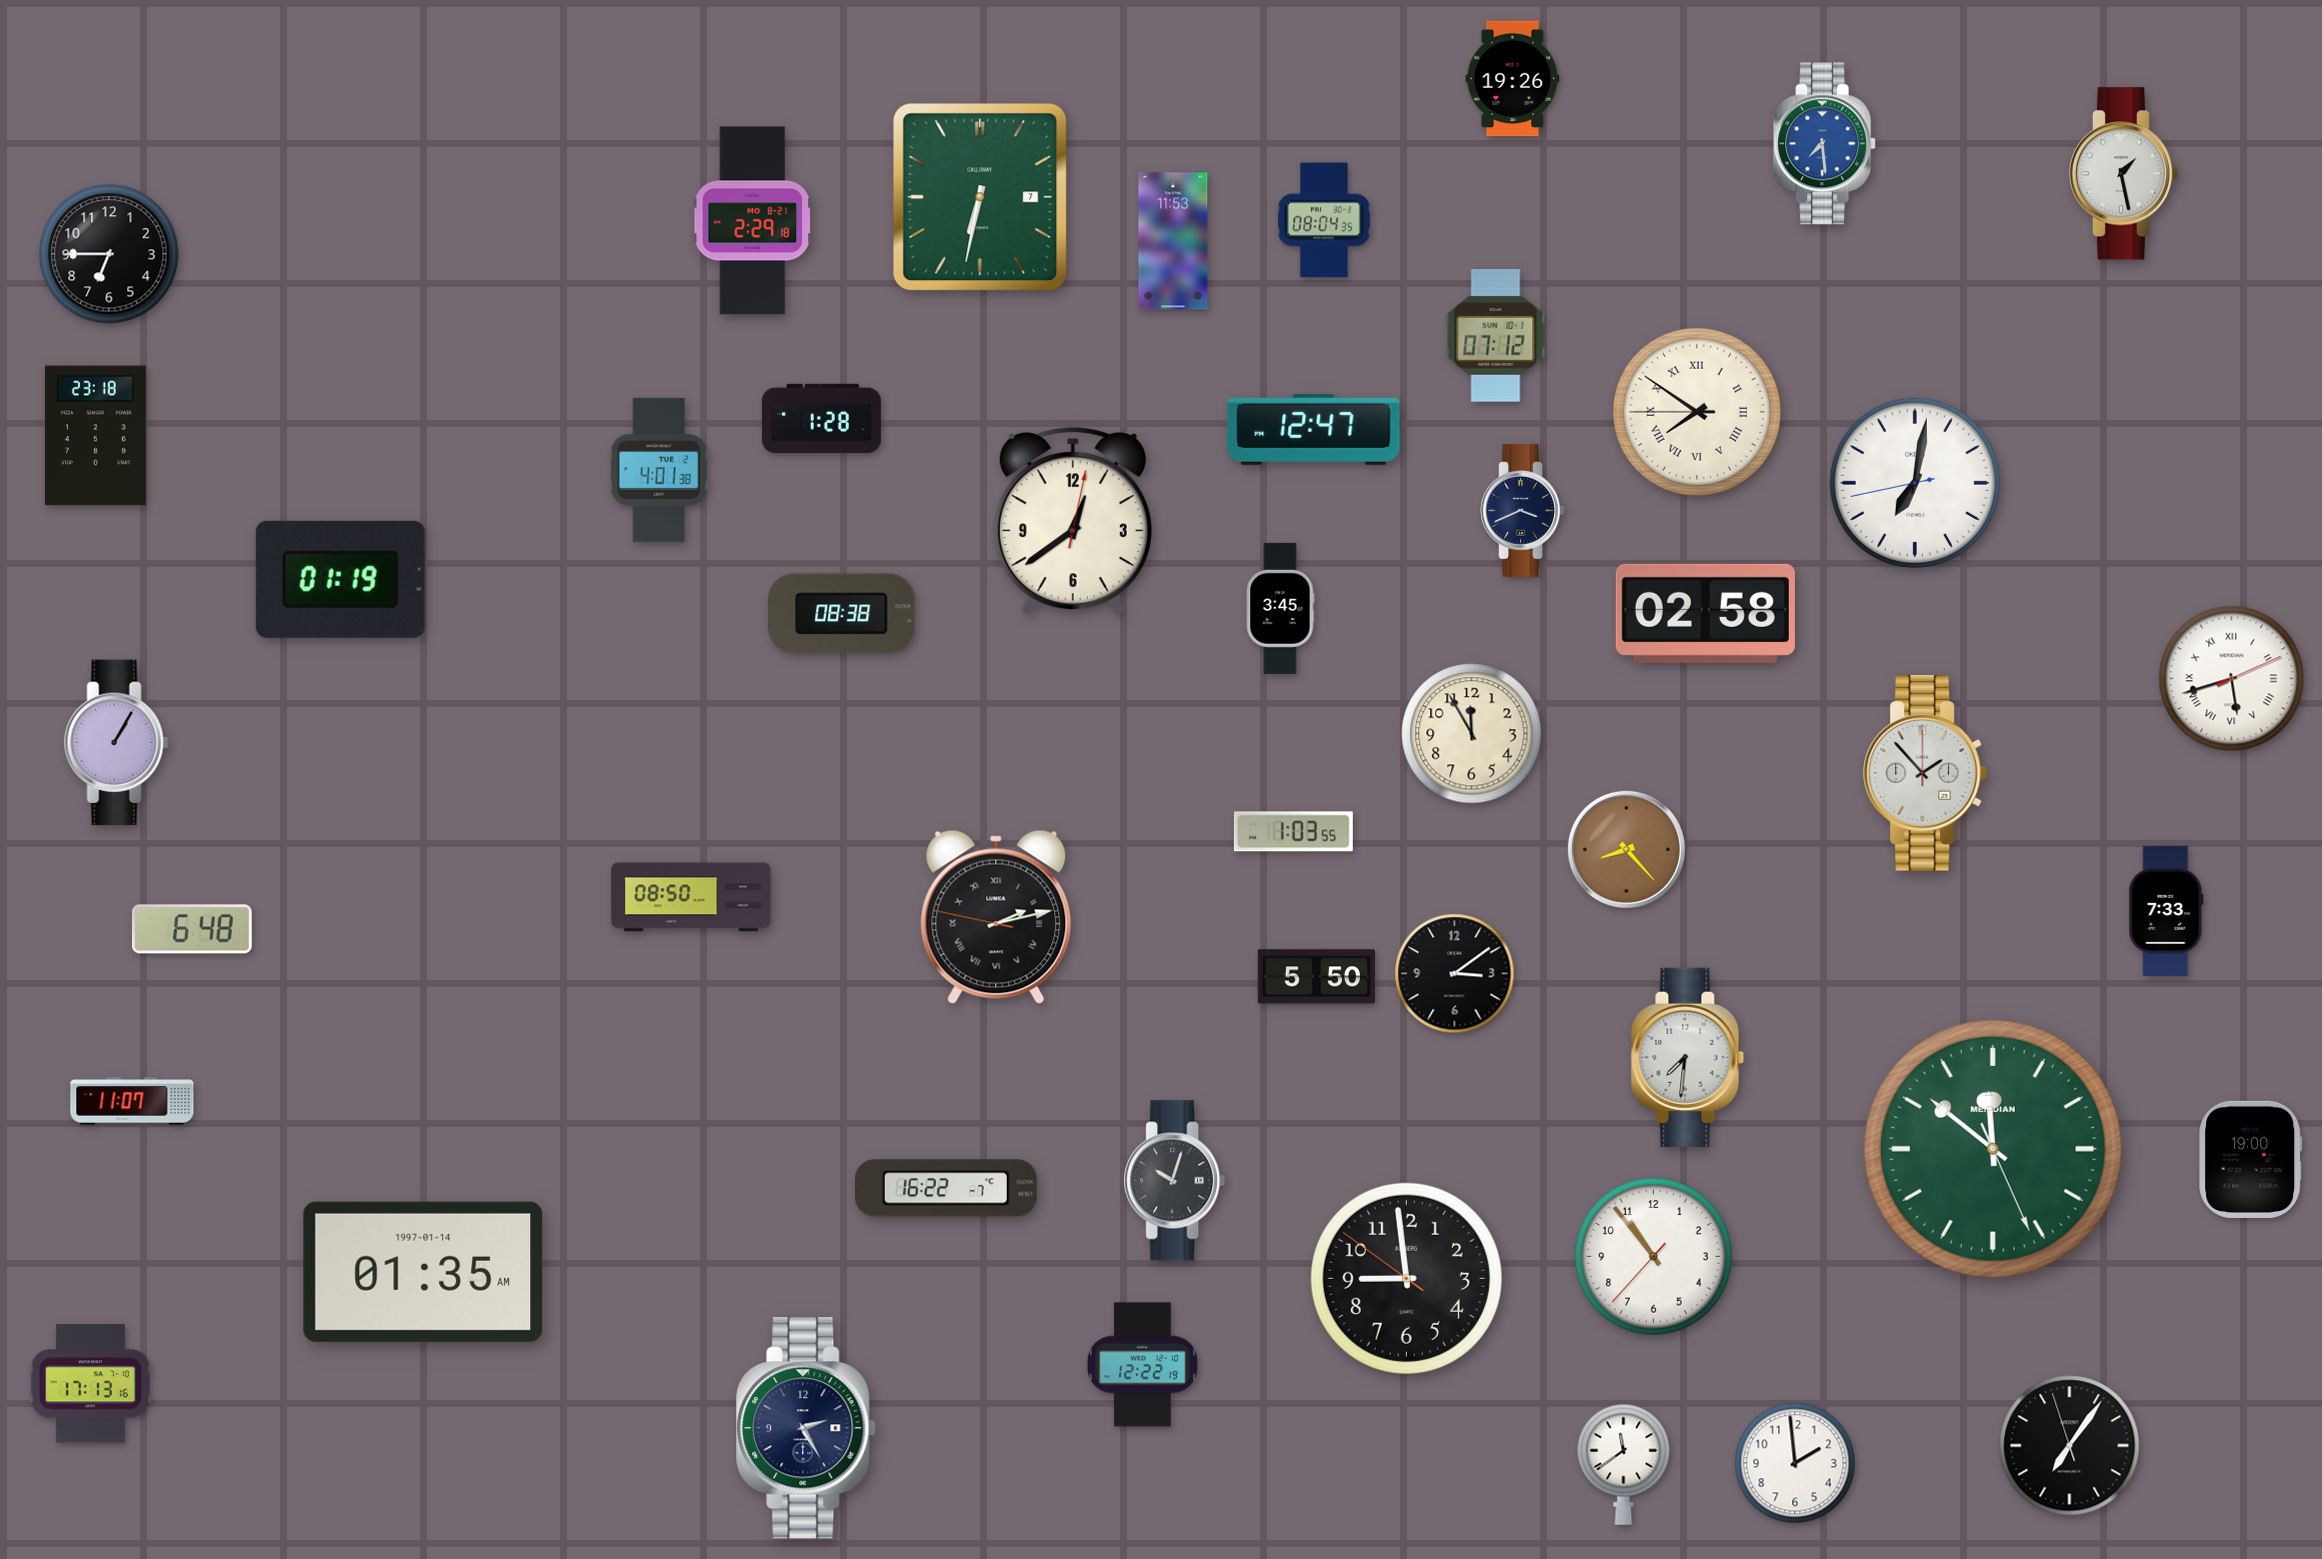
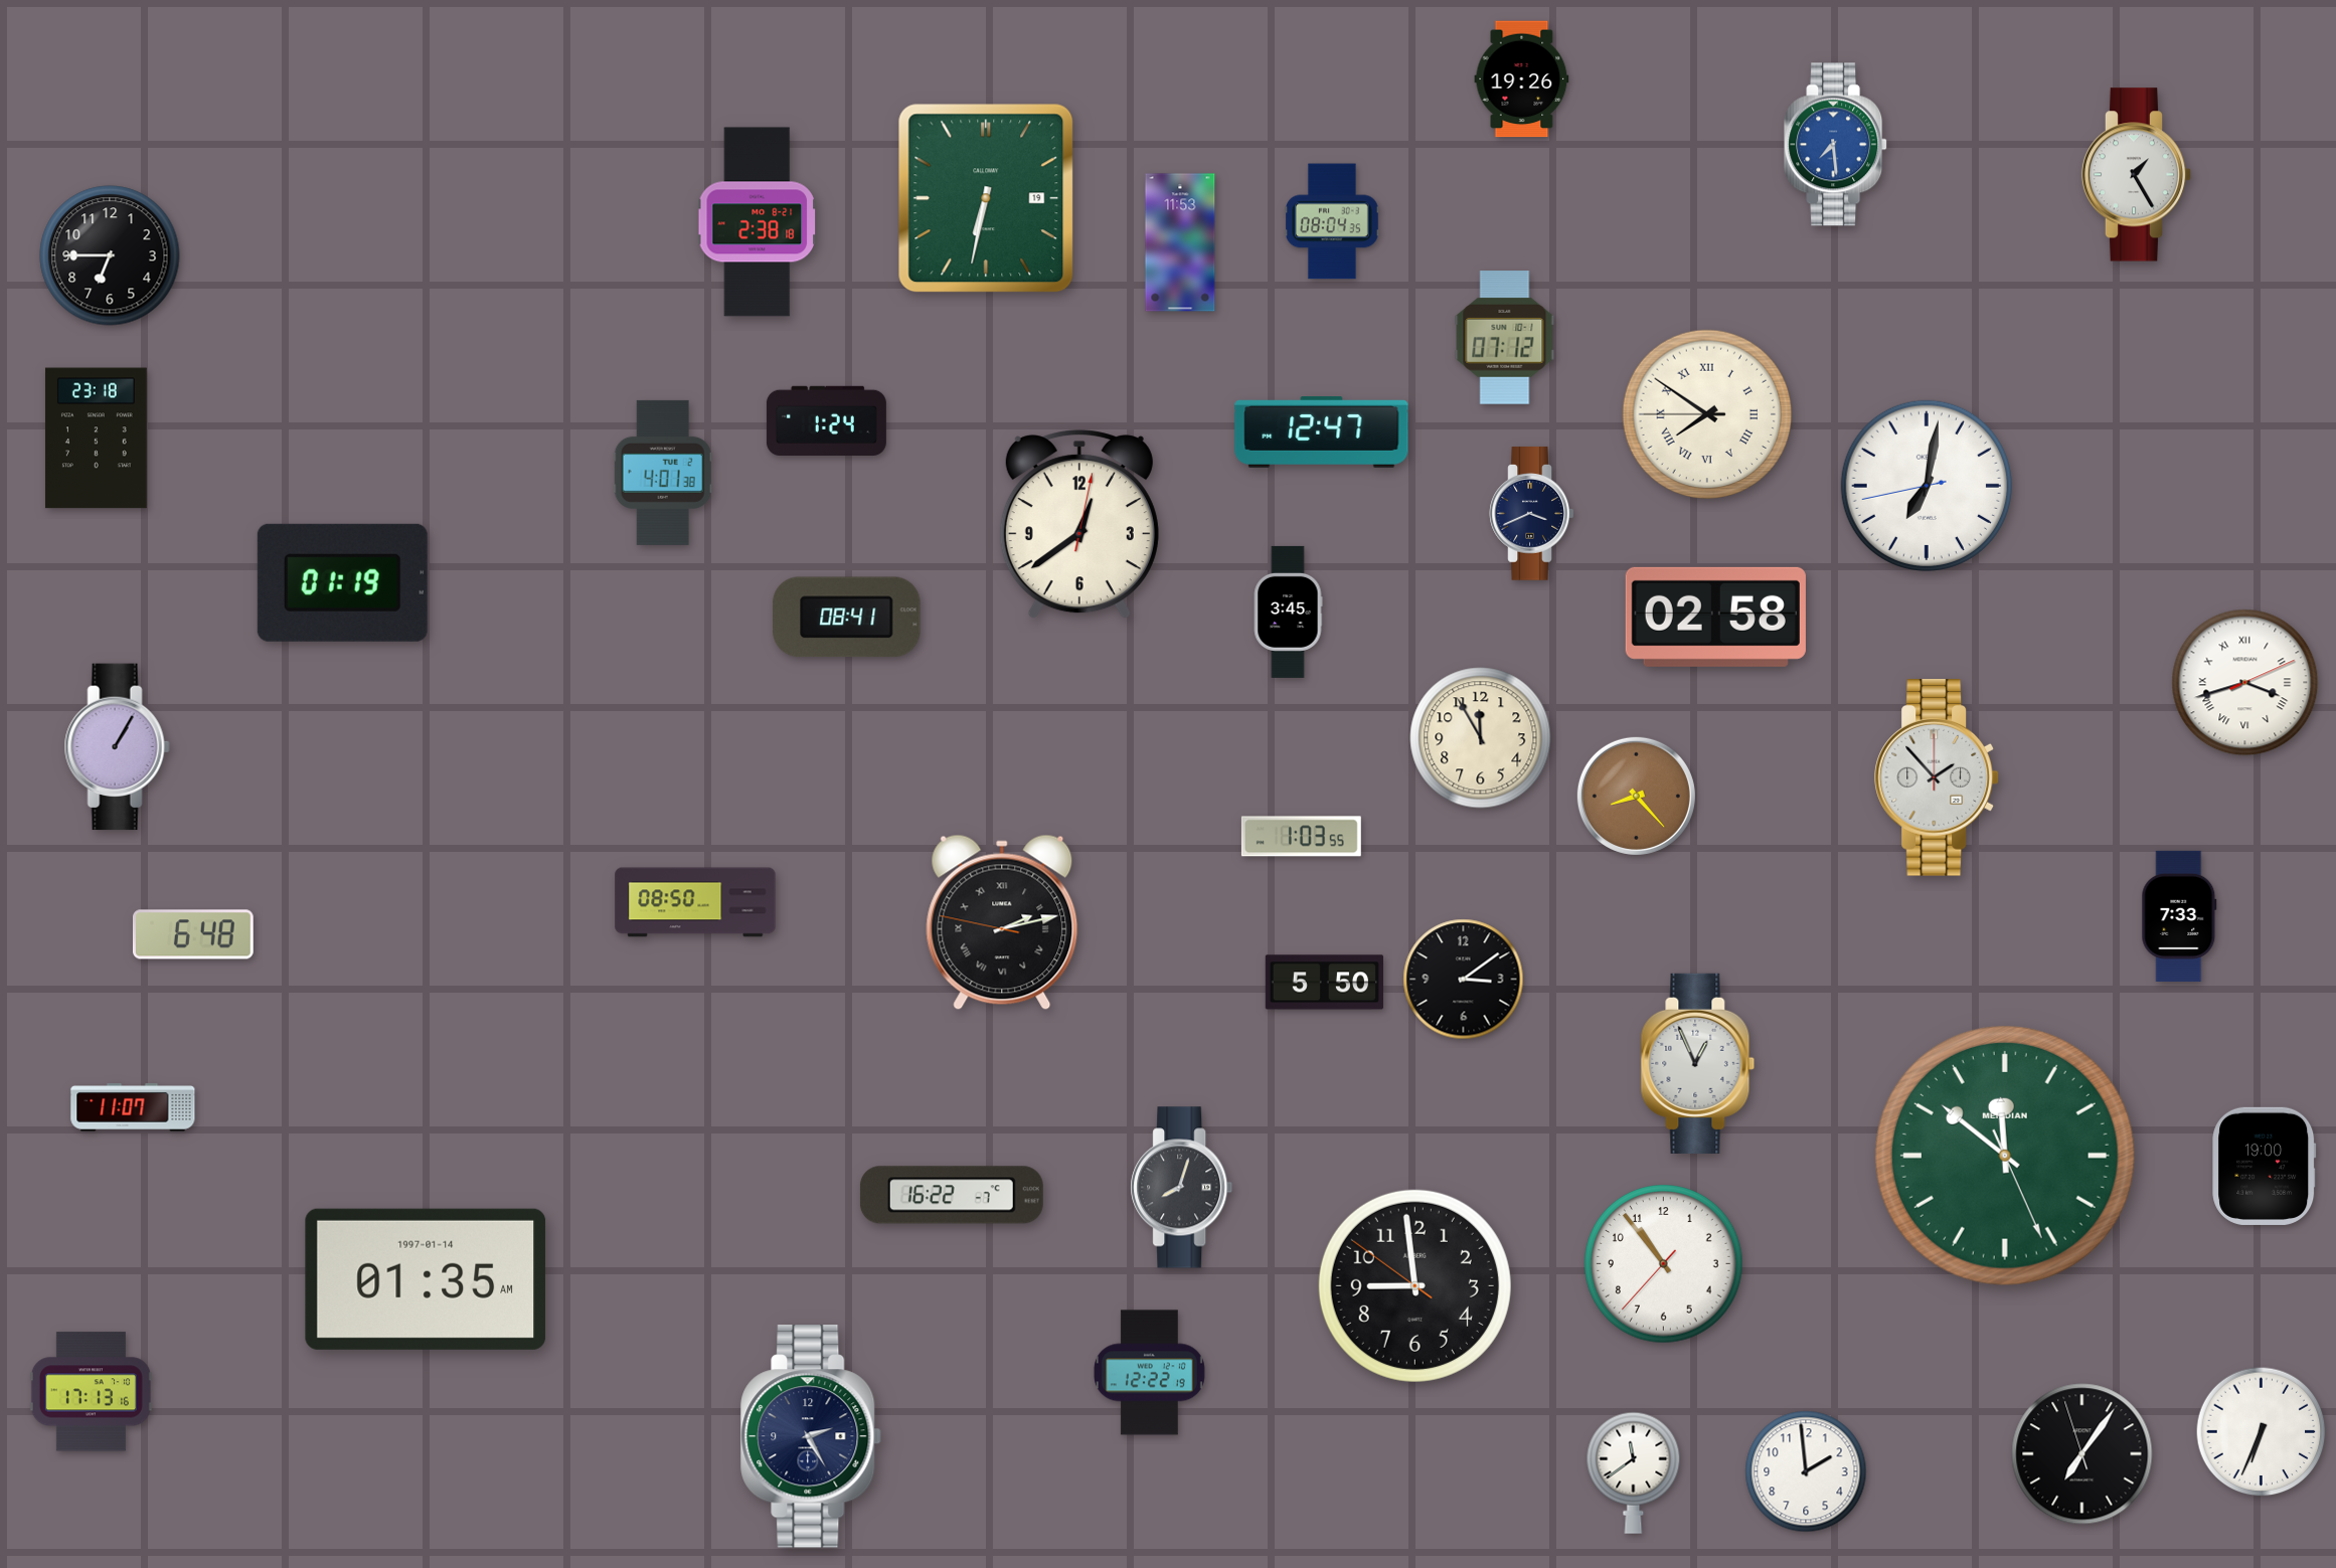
clock at (2124, 174): 1:28 -> 1:25
clock at (980, 197) date: 7 -> 19
clock at (752, 221): 2:29 -> 2:38
clock at (821, 418): 1:28 -> 1:24
clock at (842, 614): 08:38 -> 08:41
clock at (2232, 679): 5:42 -> 3:42
clock at (1626, 849) position: (1626, 849) -> (1636, 796)
clock at (1688, 1057): 7:31 -> 12:56
clock at (1175, 1181): 10:03 -> 8:03
clock at (2262, 1432): none -> 6:34
